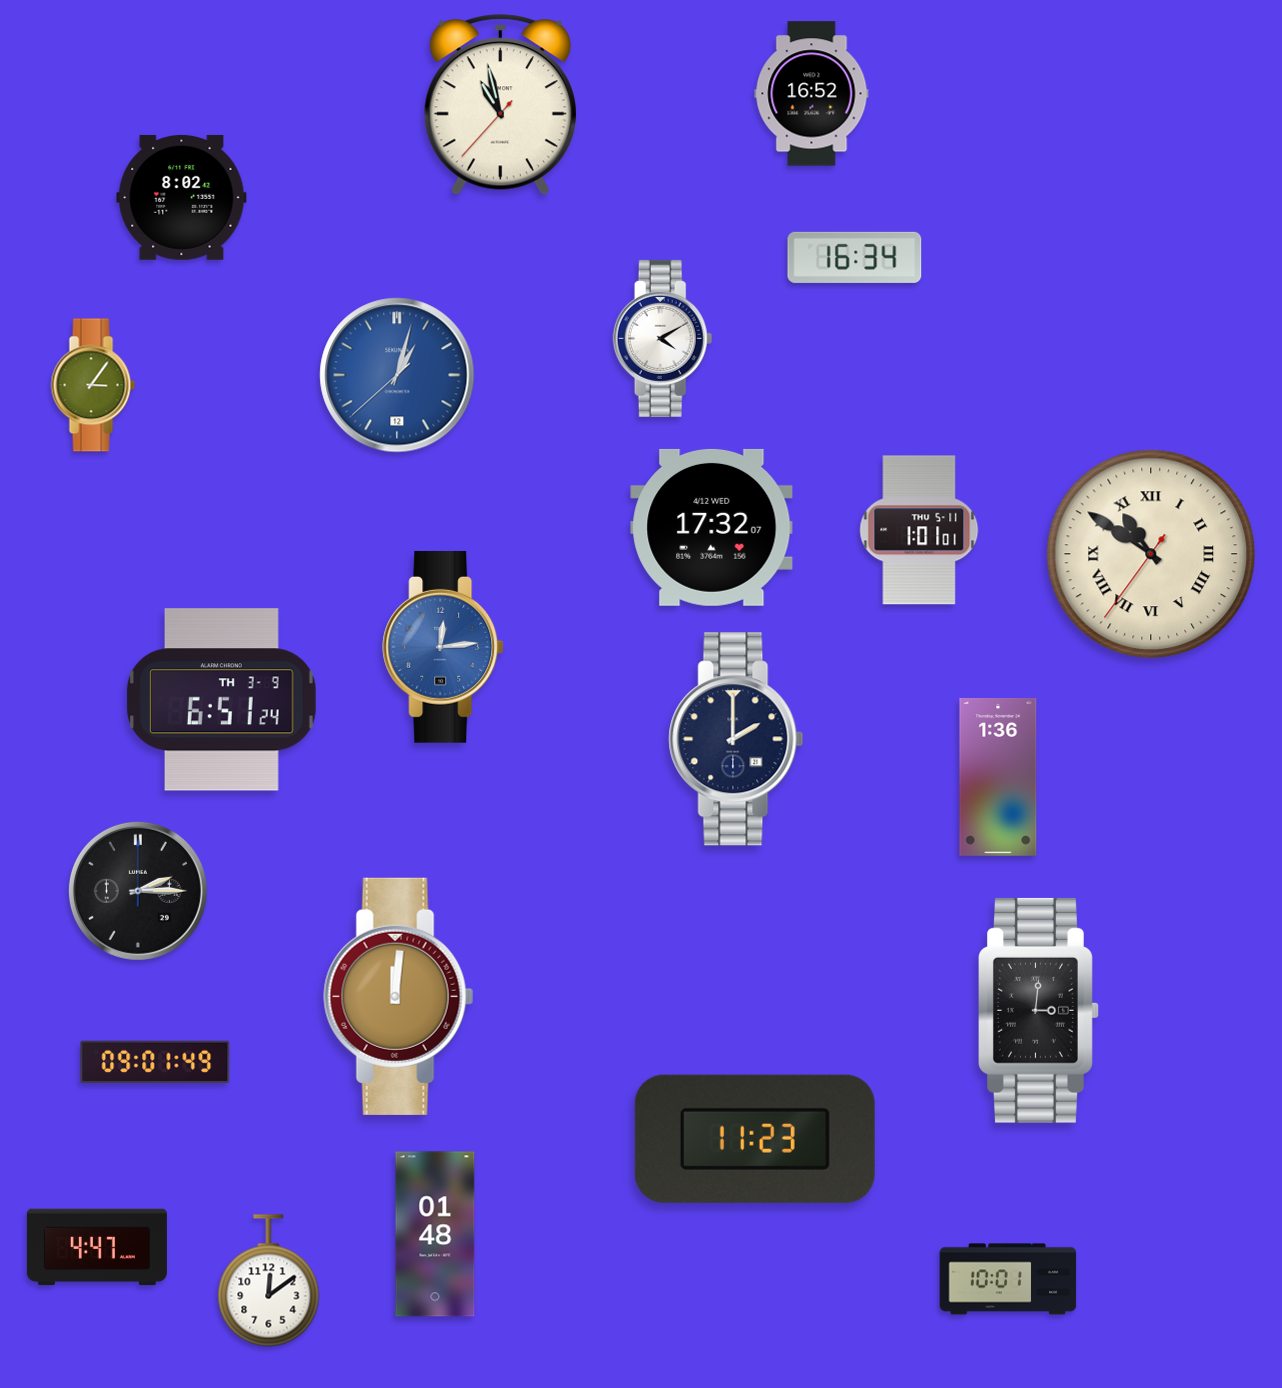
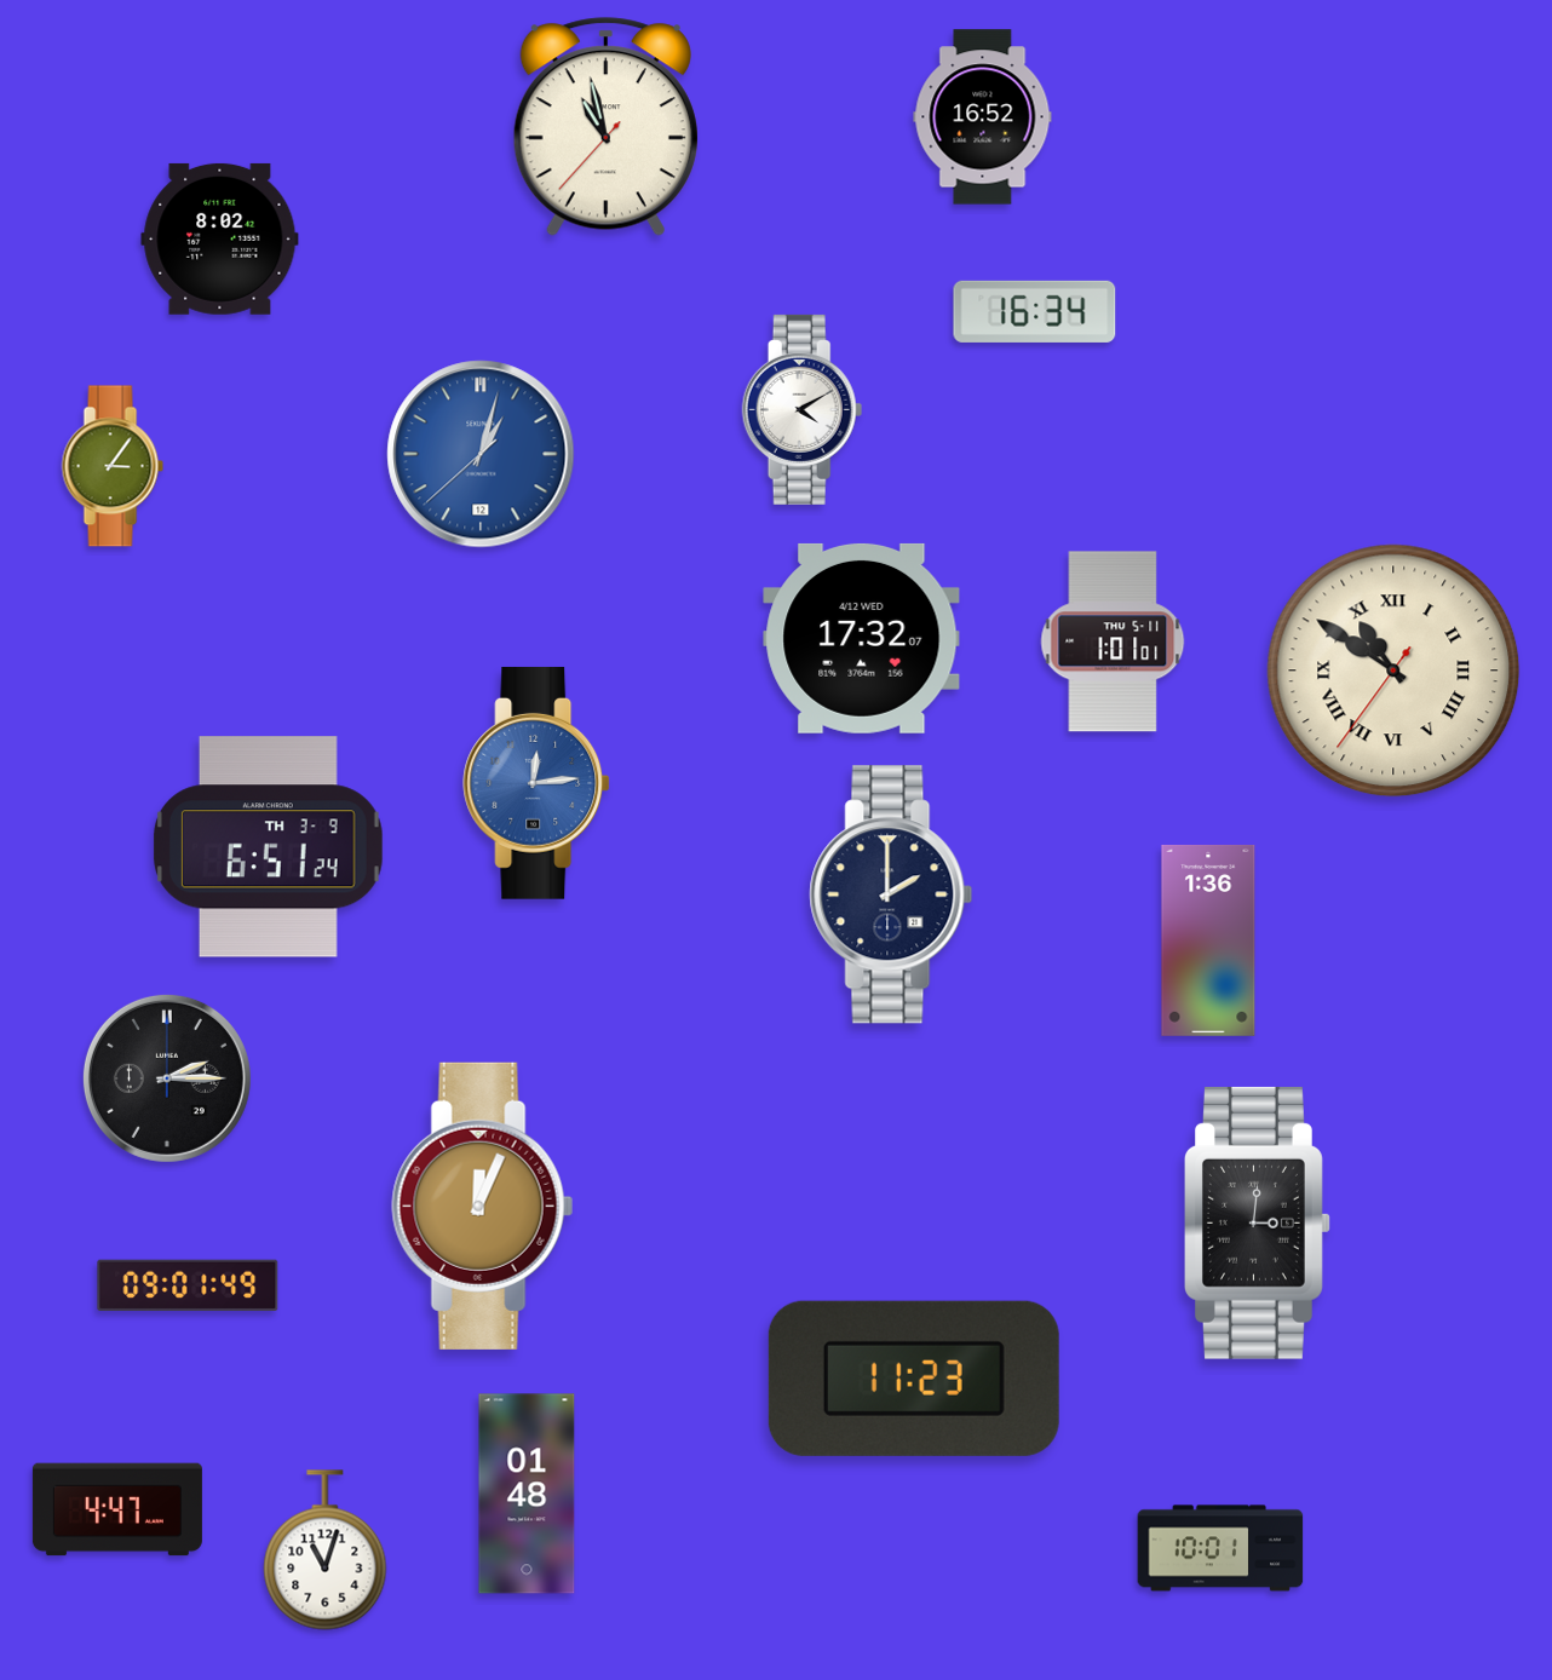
clock at (812, 94) position: (812, 94) -> (983, 117)
clock at (399, 996): 12:01 -> 12:04
clock at (269, 1281): 12:09 -> 11:03
